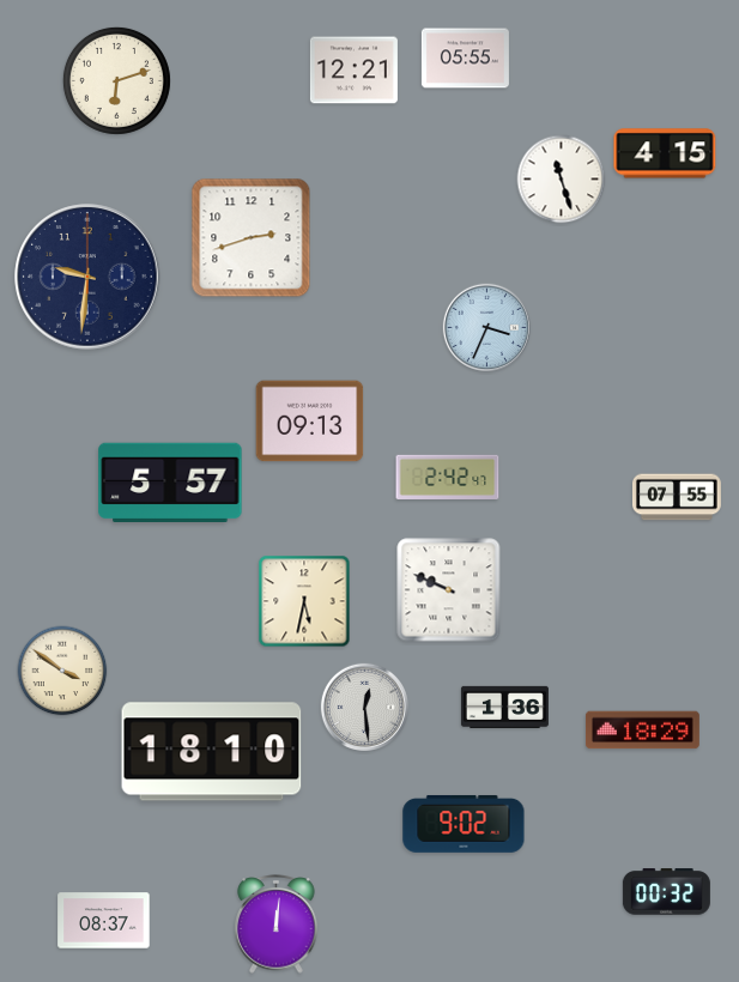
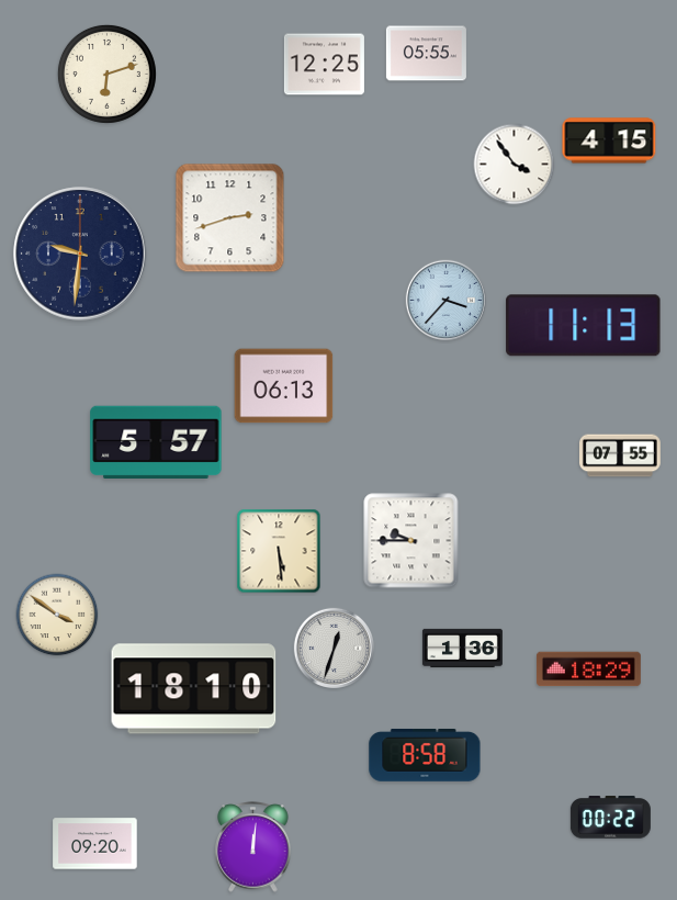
clock at (353, 71): 12:21 -> 12:25
clock at (562, 180): 11:27 -> 3:54
clock at (486, 327): 3:34 -> 3:37
clock at (584, 326): none -> 11:13
clock at (310, 422): 09:13 -> 06:13
clock at (448, 477): 2:42 -> none
clock at (449, 590): 9:49 -> 9:45
clock at (304, 601): 5:32 -> 5:29
clock at (364, 707): 12:29 -> 12:33
clock at (464, 824): 9:02 -> 8:58
clock at (666, 892): 00:32 -> 00:22
clock at (104, 921): 08:37 -> 09:20
